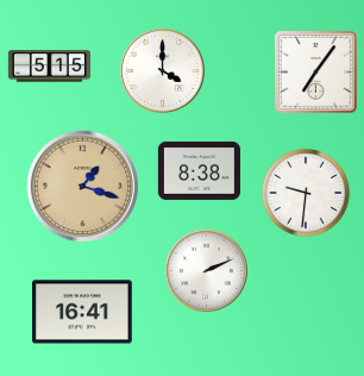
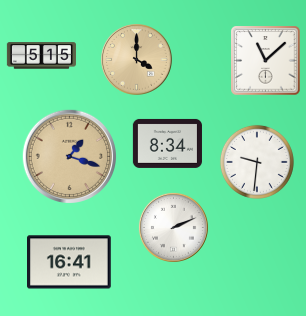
clock at (163, 71) dial: white -> champagne
clock at (316, 73): 7:06 -> 11:08
clock at (199, 170): 8:38 -> 8:34
